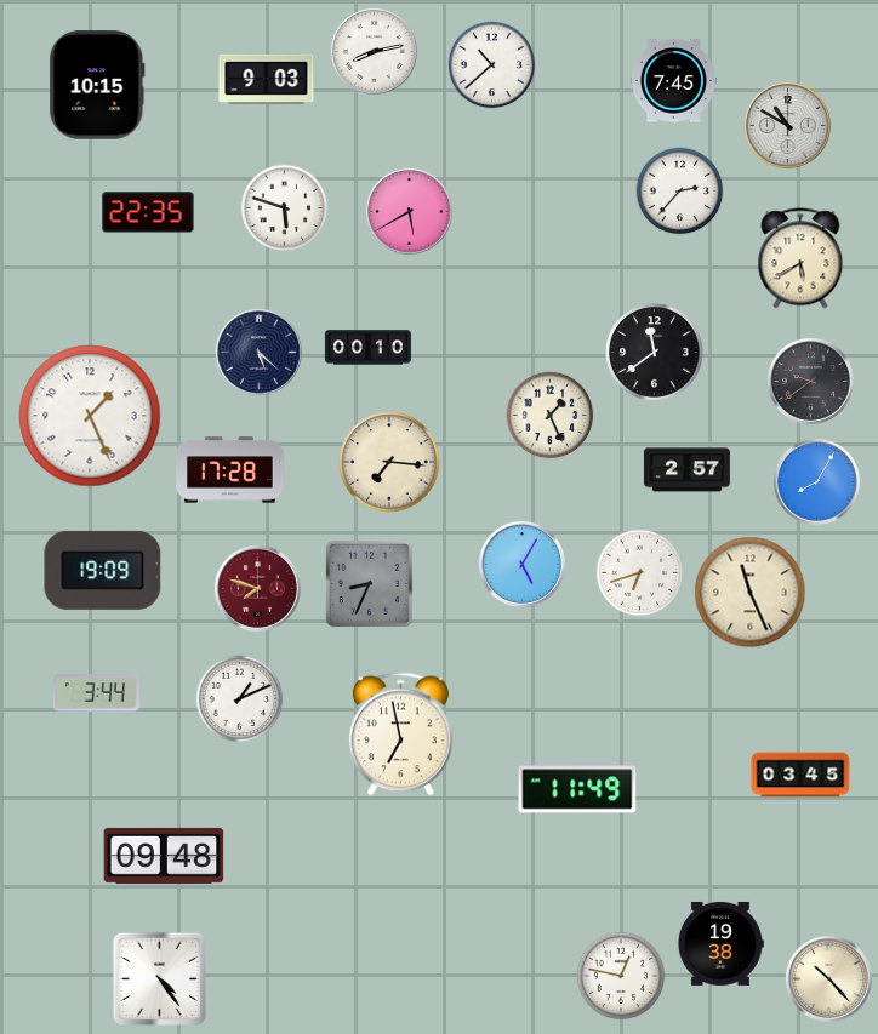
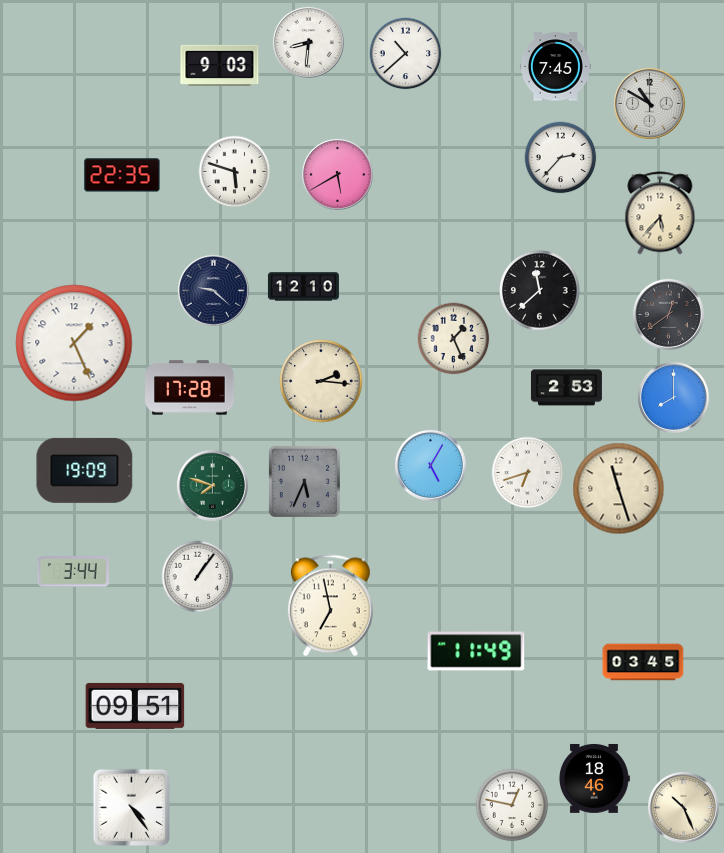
clock at (374, 51): 8:13 -> 8:31
clock at (97, 85): 10:15 -> none
clock at (800, 258): 5:40 -> 5:37
clock at (367, 348): 00:10 -> 12:10
clock at (258, 352): 5:22 -> 9:22
clock at (655, 353): 11:39 -> 11:38
clock at (810, 381): 9:39 -> 12:39
clock at (551, 416) position: (551, 416) -> (454, 339)
clock at (389, 462): 7:16 -> 2:16
clock at (686, 470): 2:57 -> 2:53
clock at (816, 481): 8:05 -> 8:00
clock at (369, 583): 8:34 -> 5:34
clock at (257, 588) dial: burgundy -> green
clock at (751, 593): 11:26 -> 11:27
clock at (96, 693) position: (96, 693) -> (73, 572)
clock at (240, 699): 1:11 -> 1:06
clock at (800, 775) position: (800, 775) -> (643, 662)
clock at (164, 856): 09:48 -> 09:51
clock at (720, 943): 19:38 -> 18:46
clock at (828, 978): 10:23 -> 10:26
